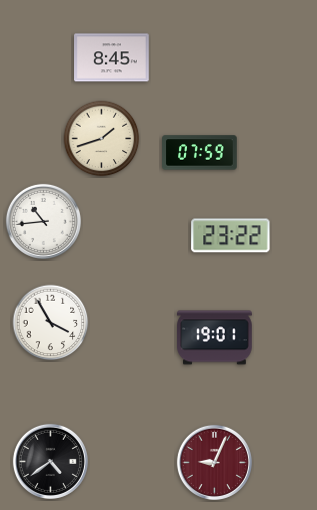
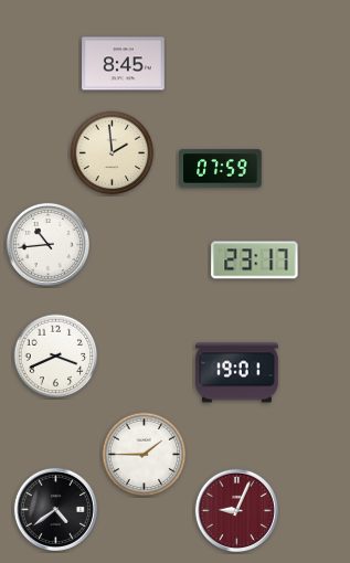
clock at (102, 139): 1:42 -> 1:59
clock at (231, 236): 23:22 -> 23:17
clock at (51, 323): 3:55 -> 3:41
clock at (145, 455): none -> 1:45
